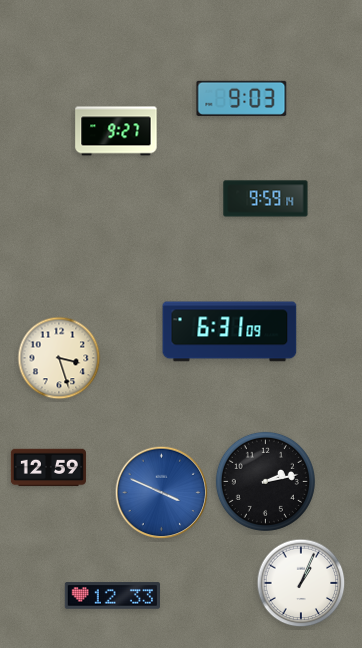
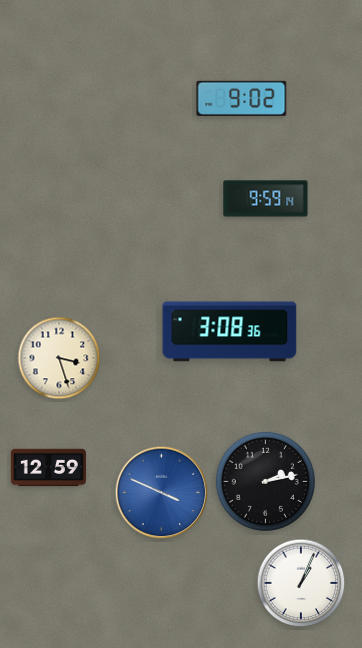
clock at (242, 98): 9:03 -> 9:02
clock at (116, 131): 9:27 -> none
clock at (230, 332): 6:31 -> 3:08
clock at (112, 596): 12:33 -> none
